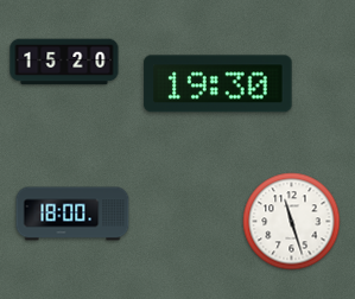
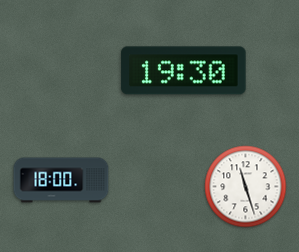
clock at (64, 62): 15:20 -> none
